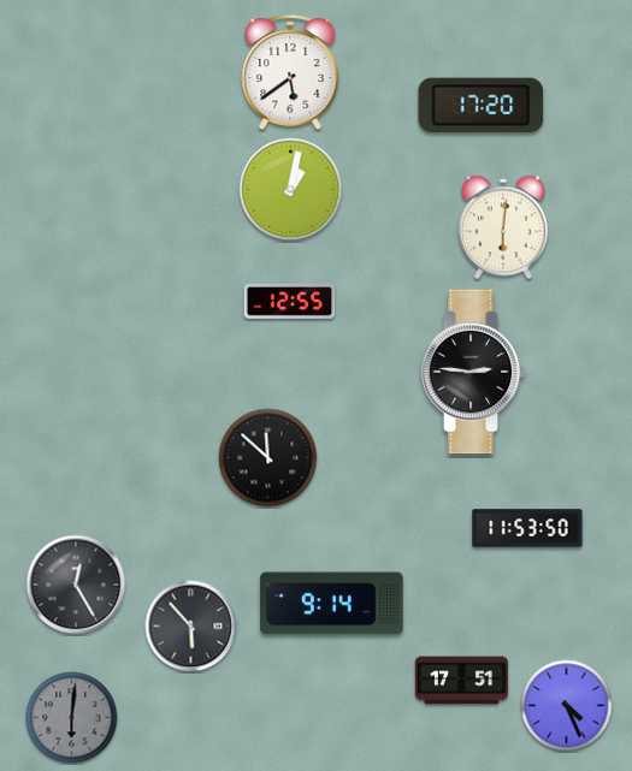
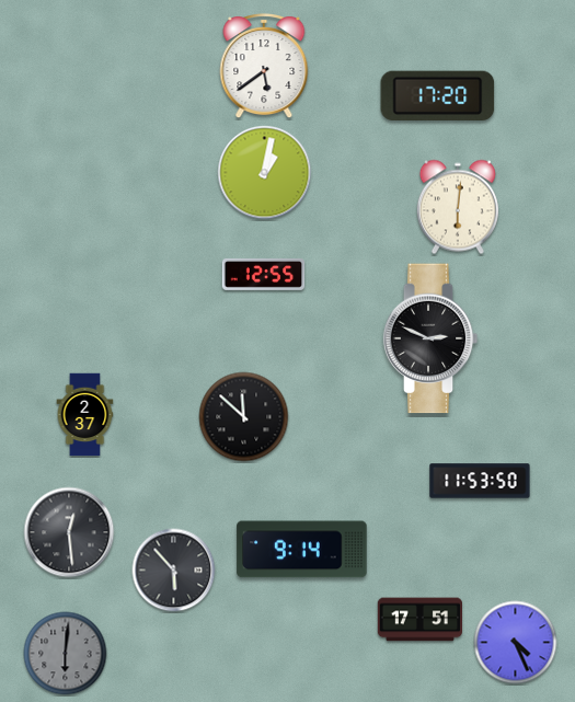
clock at (473, 372): 2:46 -> 2:49
clock at (85, 415): none -> 2:37
clock at (76, 585): 12:25 -> 12:29
